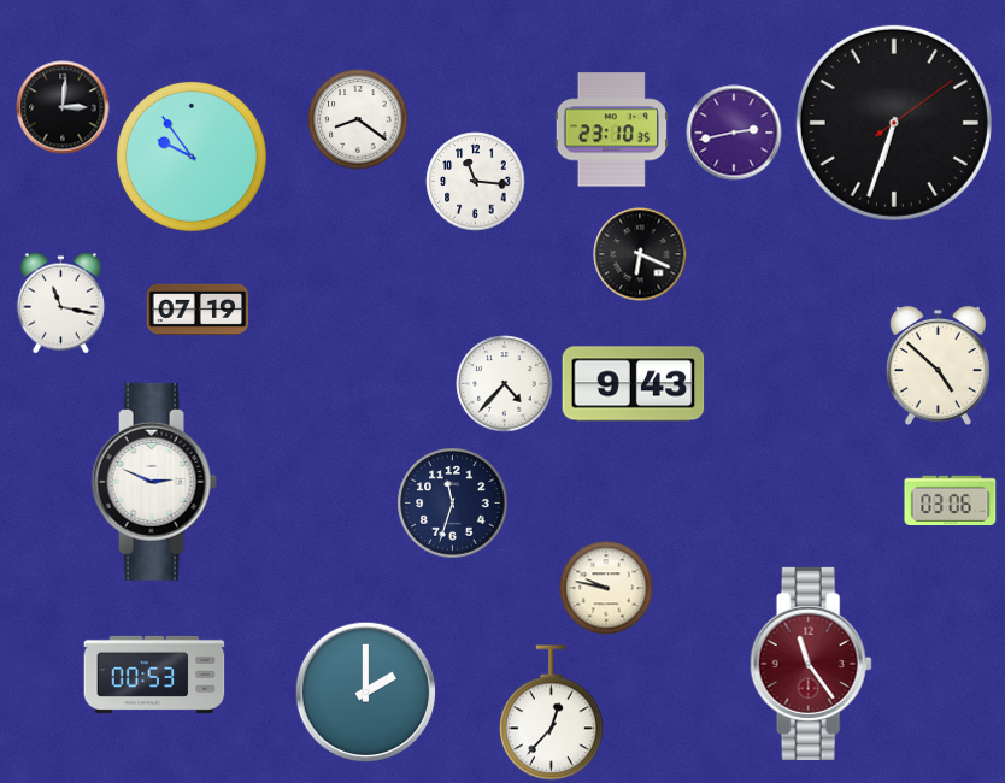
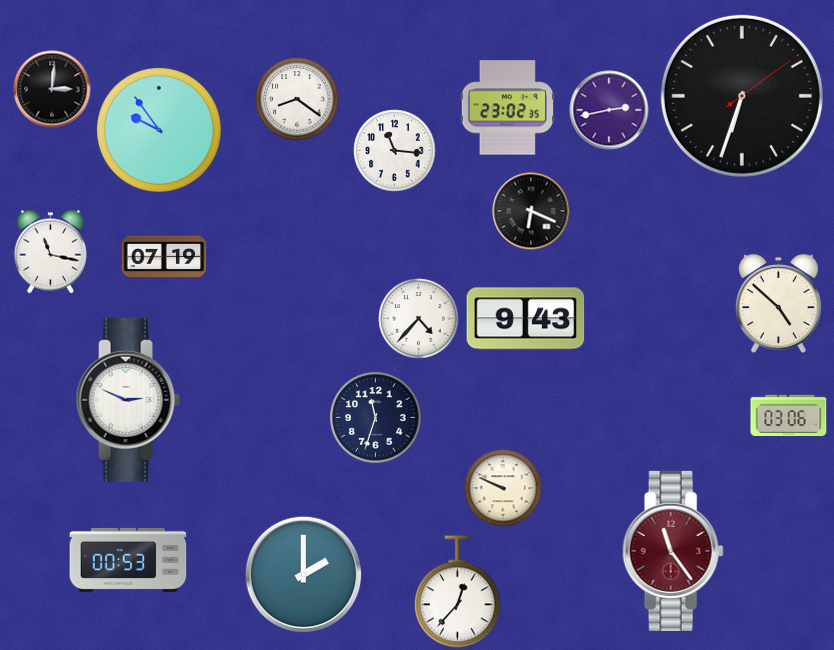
clock at (894, 123) position: (894, 123) -> (742, 96)
clock at (611, 130): 23:10 -> 23:02
clock at (606, 588): 9:47 -> 9:49
